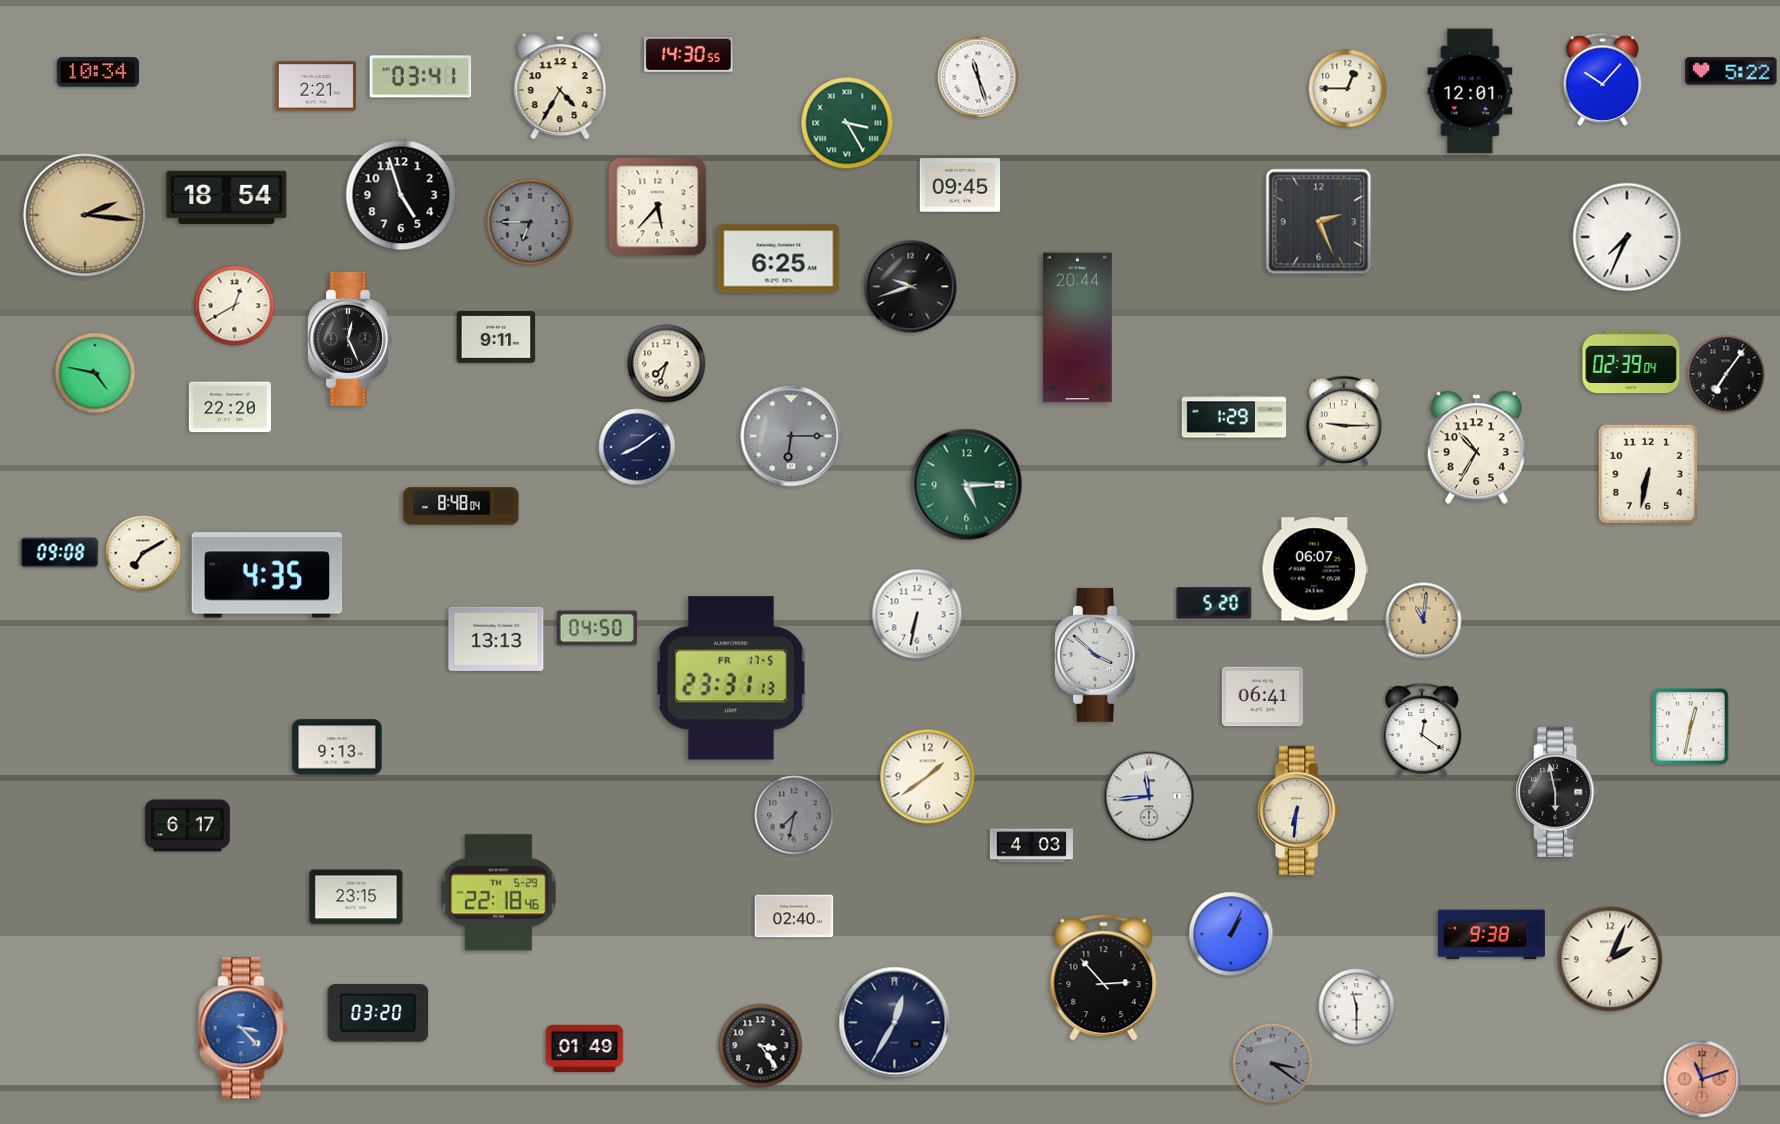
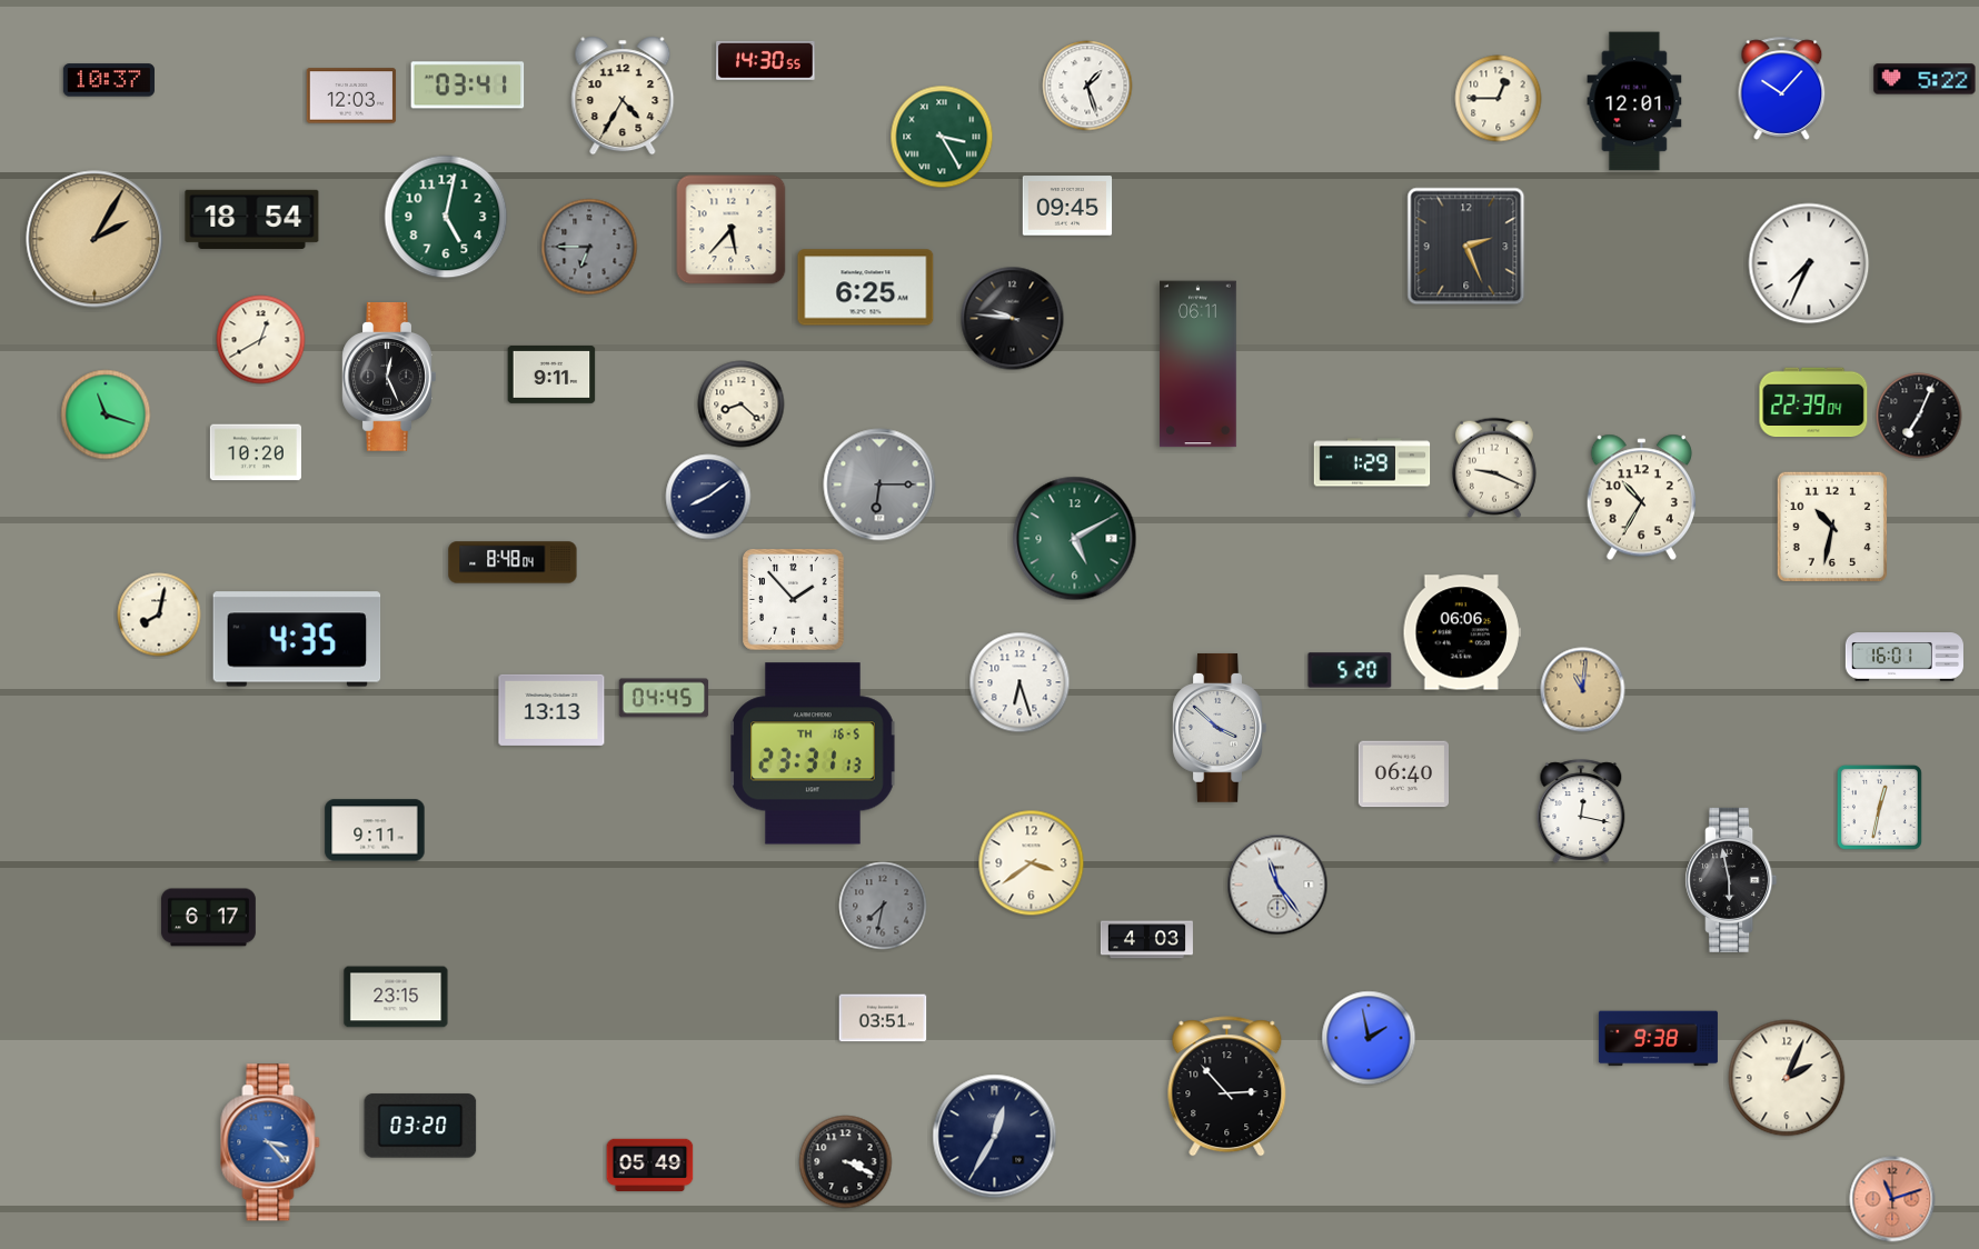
clock at (98, 72): 10:34 -> 10:37
clock at (978, 77): 11:27 -> 1:27
clock at (316, 86): 2:21 -> 12:03
clock at (401, 195): 4:57 -> 5:02
clock at (401, 195) dial: black -> green
clock at (85, 215): 2:16 -> 2:05
clock at (911, 287): 9:42 -> 9:46
clock at (1078, 328): 20:44 -> 06:11
clock at (1631, 362): 02:39 -> 22:39
clock at (667, 364): 7:33 -> 8:22
clock at (95, 373): 4:47 -> 11:18
clock at (1726, 374): 7:06 -> 7:04
clock at (230, 407): 22:20 -> 10:20
clock at (1344, 421): 9:15 -> 9:19
clock at (1647, 473): 6:32 -> 10:32
clock at (967, 485): 5:15 -> 5:10
clock at (794, 600): none -> 1:53
clock at (60, 553): 09:08 -> none
clock at (143, 553): 7:10 -> 8:02
clock at (1315, 569): 06:07 -> 06:06
clock at (1905, 657): none -> 16:01
clock at (917, 614): 6:32 -> 6:27
clock at (597, 628): 04:50 -> 04:45
clock at (732, 678) date: FR 17-5 -> TH 16-5
clock at (1262, 697): 06:41 -> 06:40
clock at (1422, 730): 12:21 -> 12:17
clock at (337, 747): 9:13 -> 9:11
clock at (928, 777): 1:39 -> 3:39
clock at (1149, 796): 11:44 -> 11:24
clock at (1299, 810): 6:31 -> none
clock at (499, 893): 22:18 -> none
clock at (794, 916): 02:40 -> 03:51
clock at (1231, 934): 1:04 -> 1:58
clock at (1610, 959) position: (1610, 959) -> (1787, 1078)
clock at (1357, 1007): 11:30 -> none
clock at (761, 1046): 3:24 -> 3:19
clock at (585, 1049): 01:49 -> 05:49
clock at (1273, 1064): 3:21 -> none
